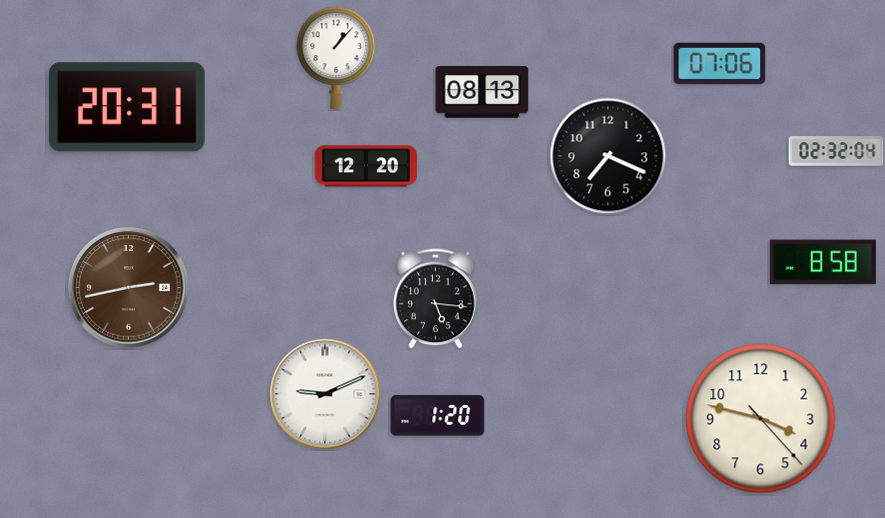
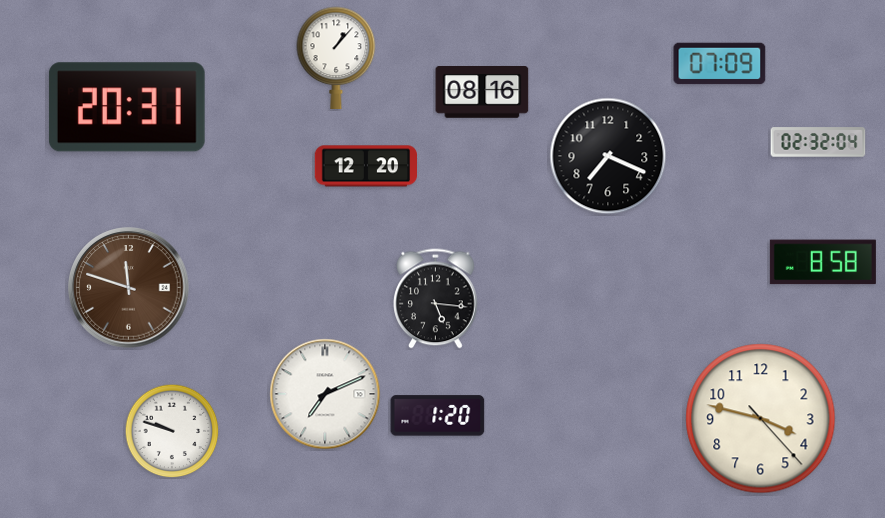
clock at (720, 64): 07:06 -> 07:09
clock at (482, 93): 08:13 -> 08:16
clock at (836, 151) position: (836, 151) -> (818, 142)
clock at (129, 288): 2:43 -> 11:48
clock at (325, 394): 9:11 -> 7:11
clock at (172, 431): none -> 9:48
